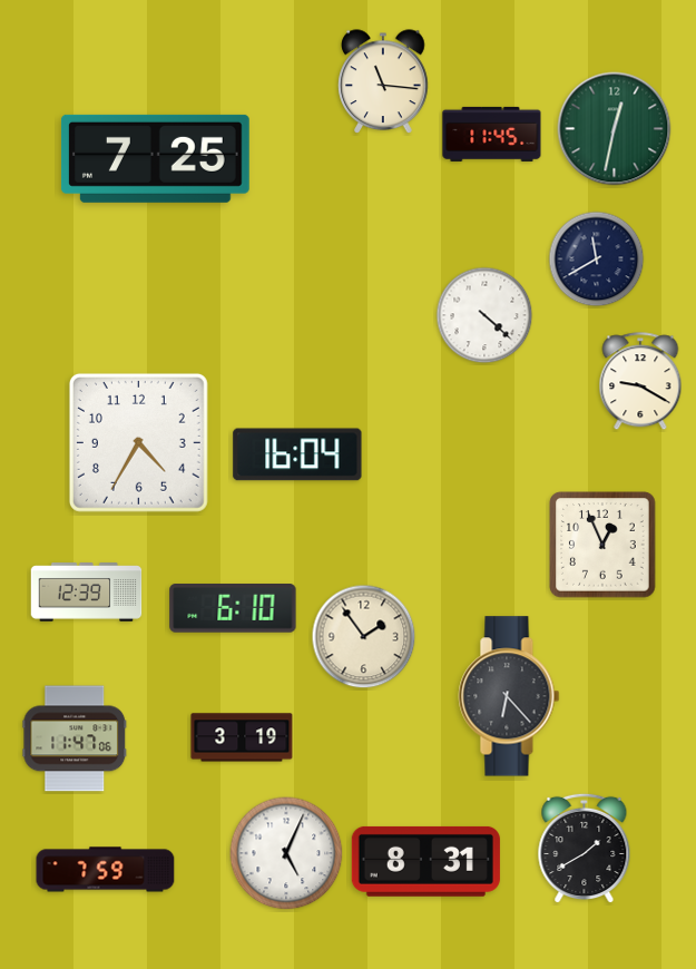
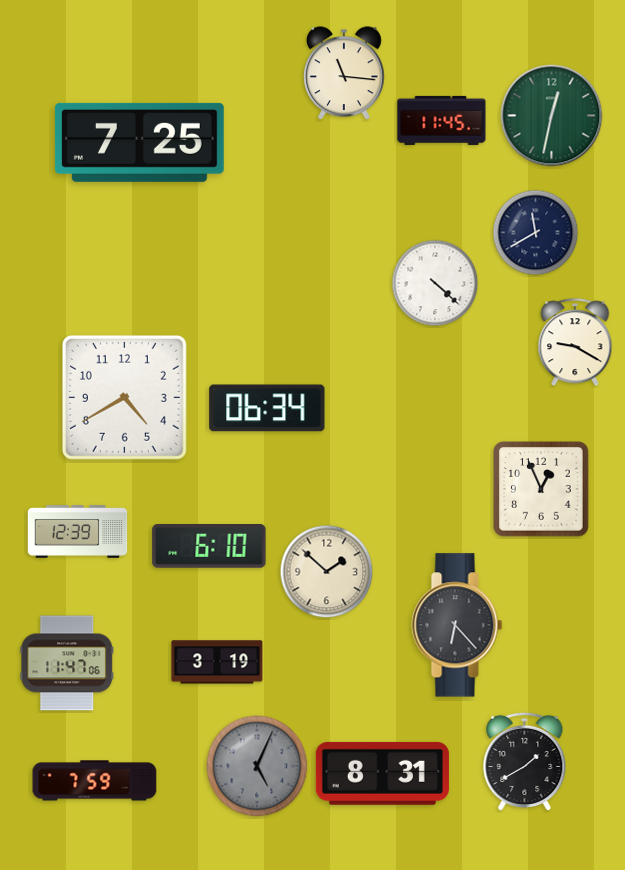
clock at (138, 442): 4:35 -> 4:40
clock at (297, 454): 16:04 -> 06:34
clock at (364, 637): 1:54 -> 1:52
clock at (286, 853) dial: white -> grey
